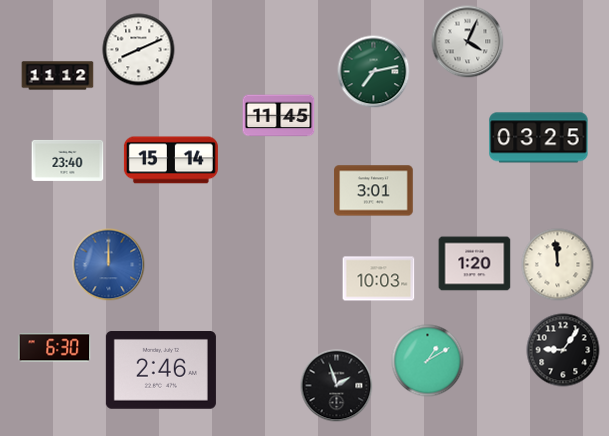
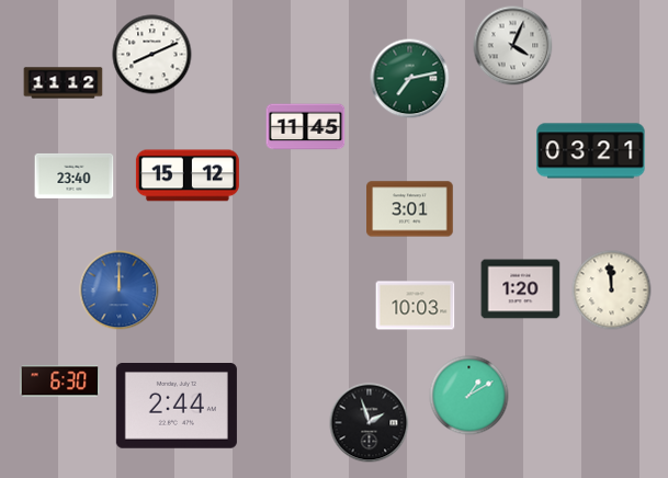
clock at (539, 138): 03:25 -> 03:21
clock at (171, 160): 15:14 -> 15:12
clock at (563, 350): 9:06 -> none
clock at (161, 371): 2:46 -> 2:44
